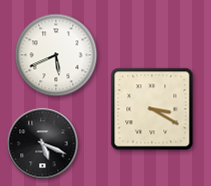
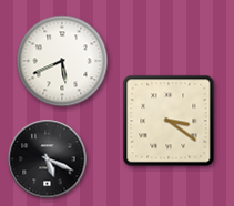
clock at (152, 109): 3:20 -> 3:21
